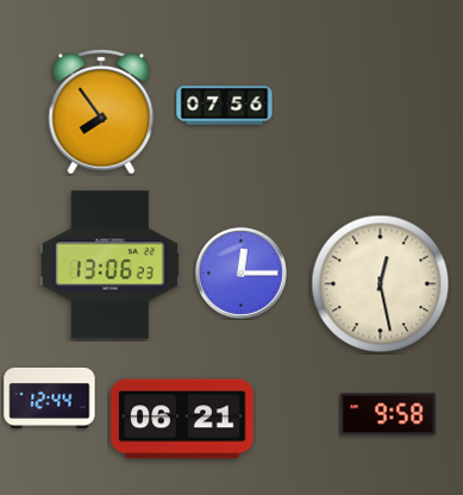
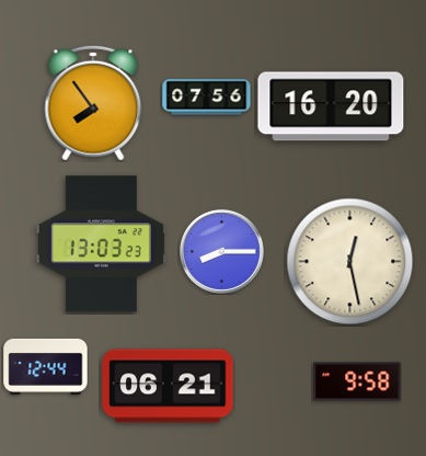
clock at (331, 106): none -> 16:20
clock at (110, 265): 13:06 -> 13:03
clock at (240, 272): 12:15 -> 8:15
